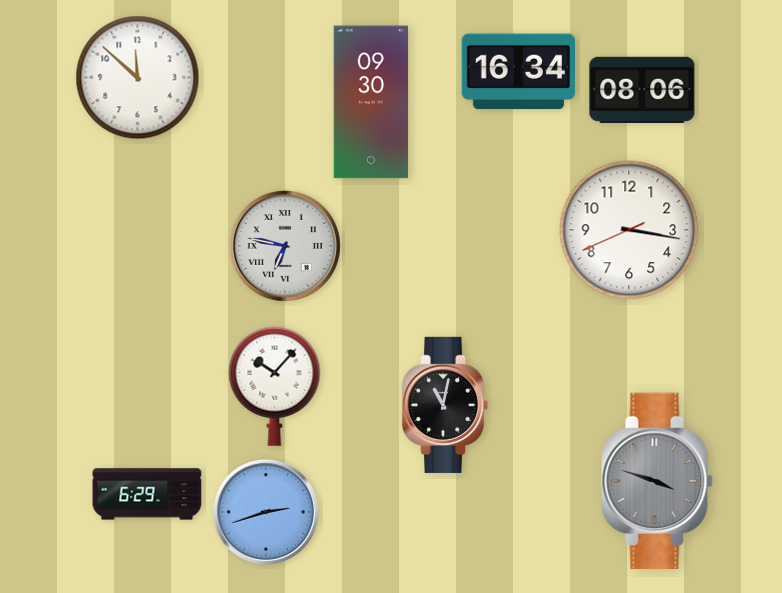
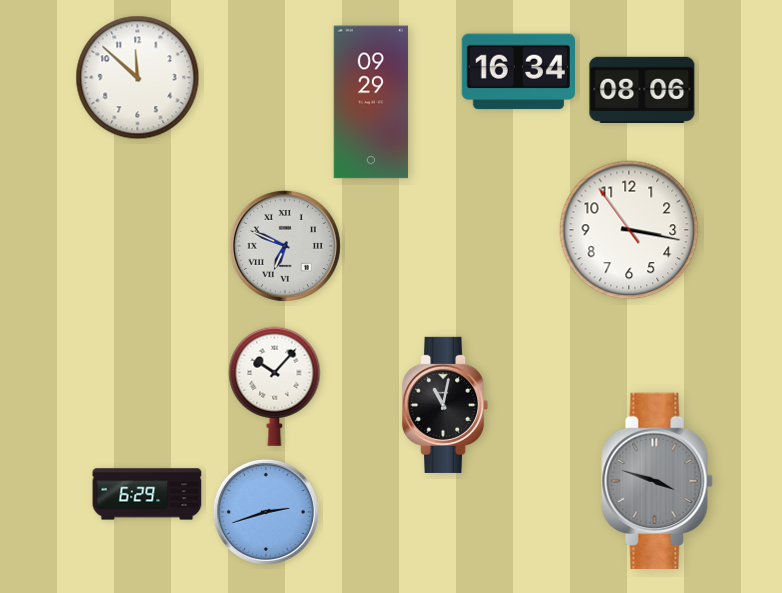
clock at (371, 102): 09:30 -> 09:29
clock at (629, 230): 3:16:41 -> 3:16:54
clock at (285, 246): 6:47 -> 6:49
